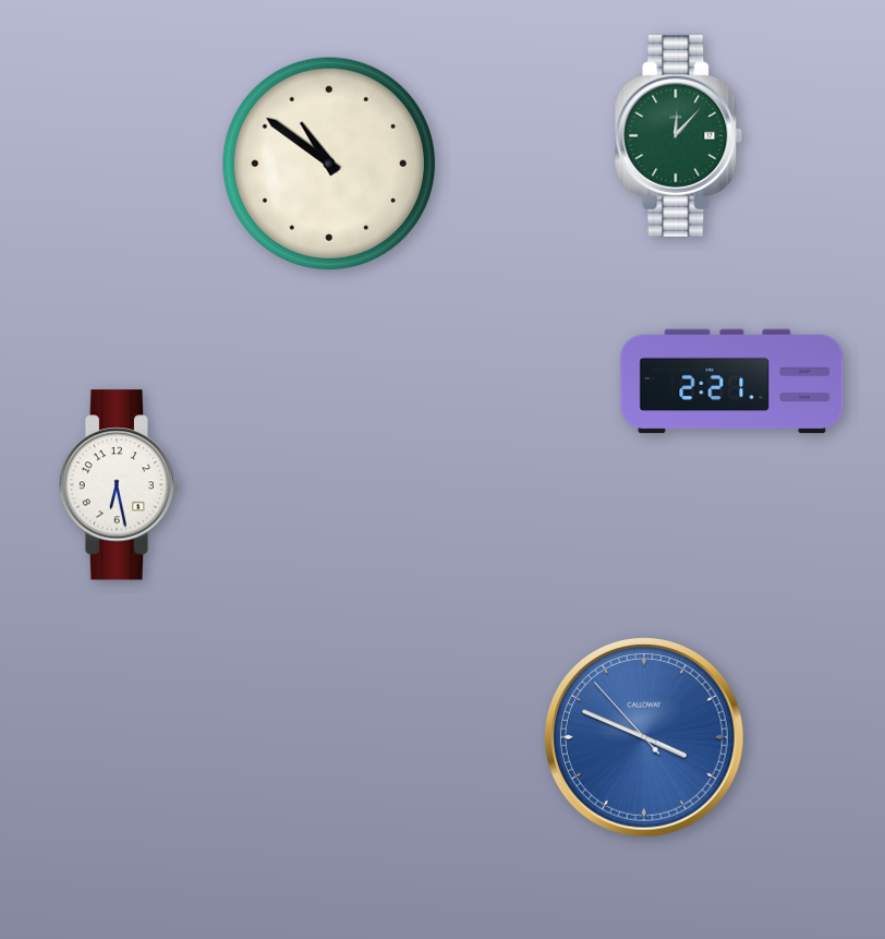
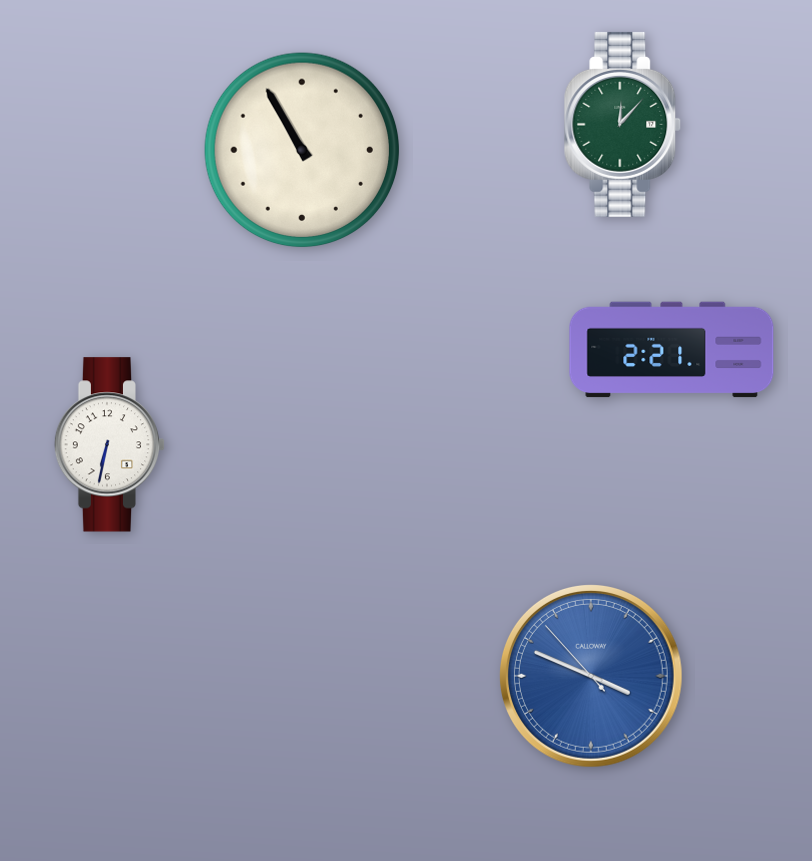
clock at (329, 164): 10:51 -> 10:55
clock at (120, 485): 6:28 -> 6:32
